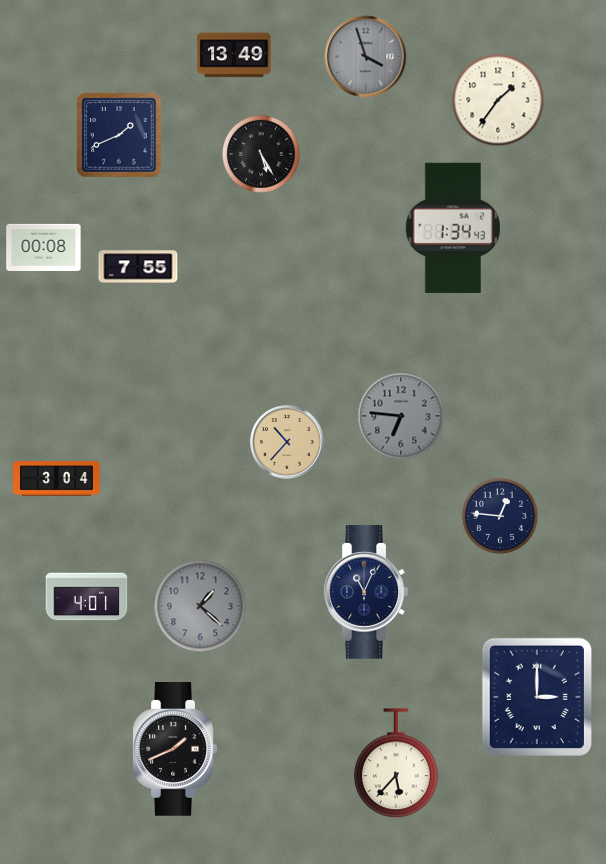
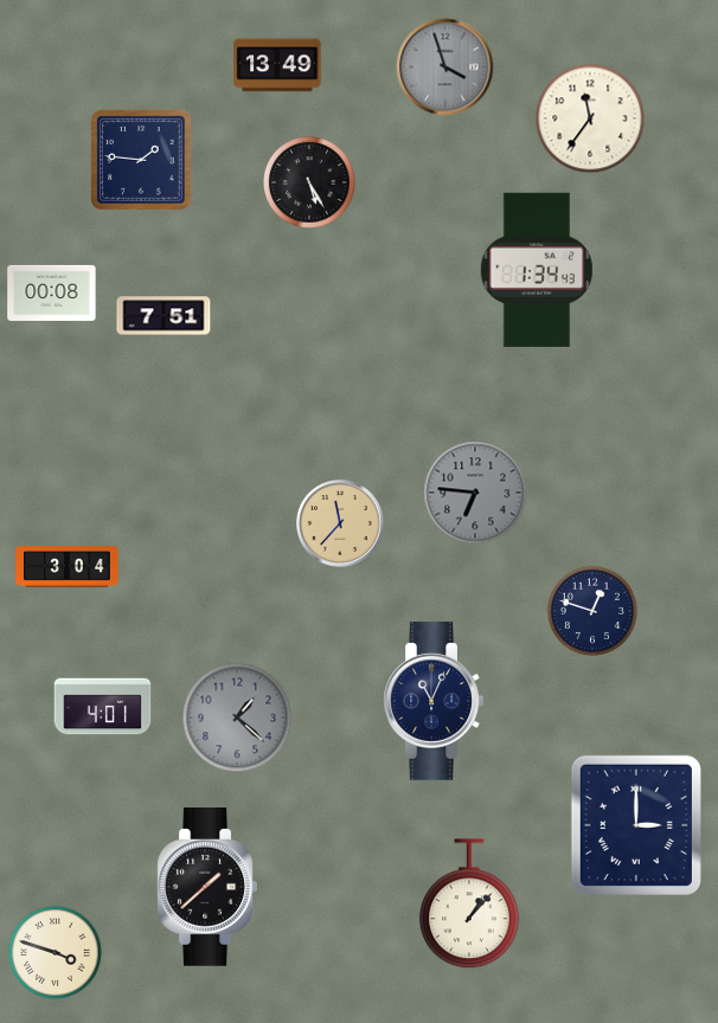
clock at (366, 57) position: (366, 57) -> (445, 67)
clock at (498, 100): 1:36 -> 11:36
clock at (119, 135): 1:41 -> 1:46
clock at (138, 267): 7:55 -> 7:51
clock at (287, 442): 10:37 -> 11:37
clock at (500, 516): 12:46 -> 12:48
clock at (175, 750): 1:41 -> 1:38
clock at (397, 764): 5:37 -> 1:07
clock at (56, 953): none -> 3:48
